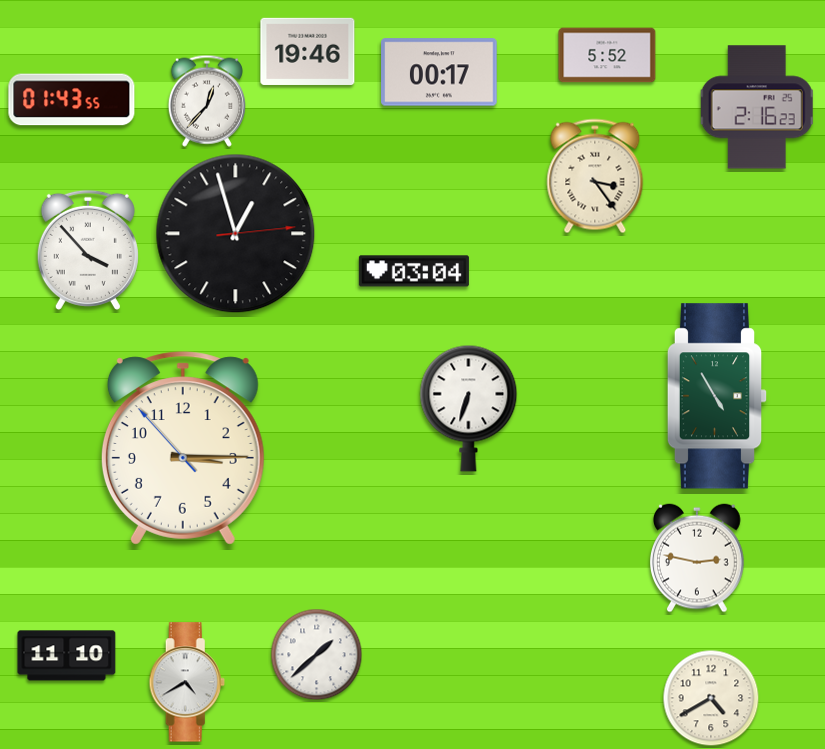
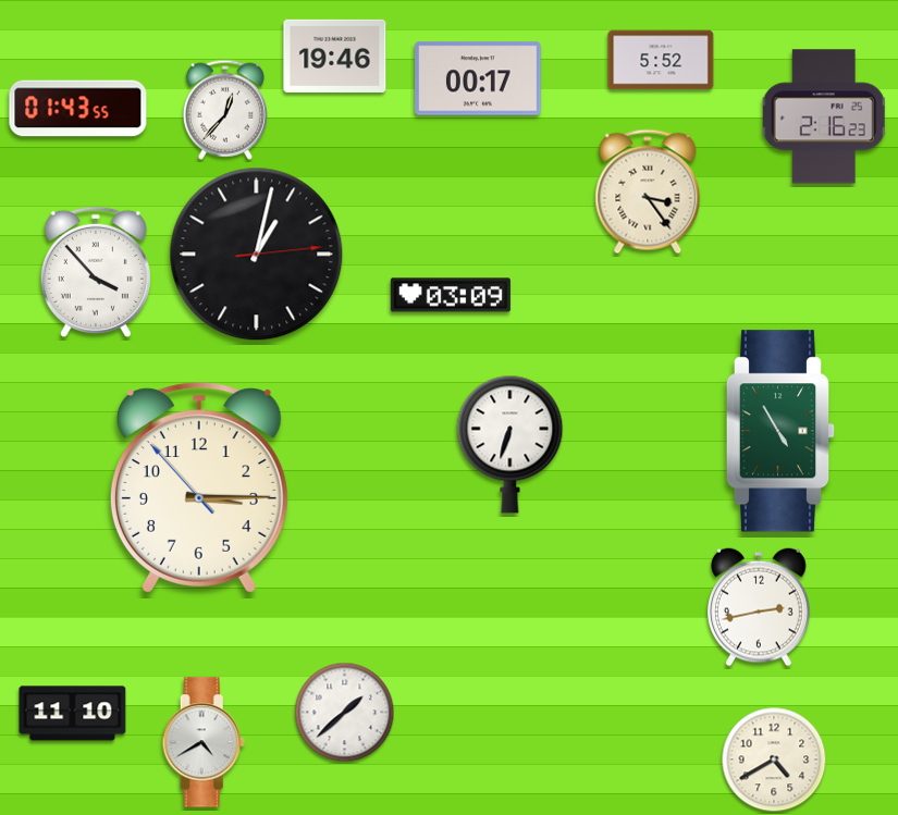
clock at (236, 234): 12:57 -> 1:02
clock at (414, 271): 03:04 -> 03:09
clock at (698, 558): 2:47 -> 2:43
